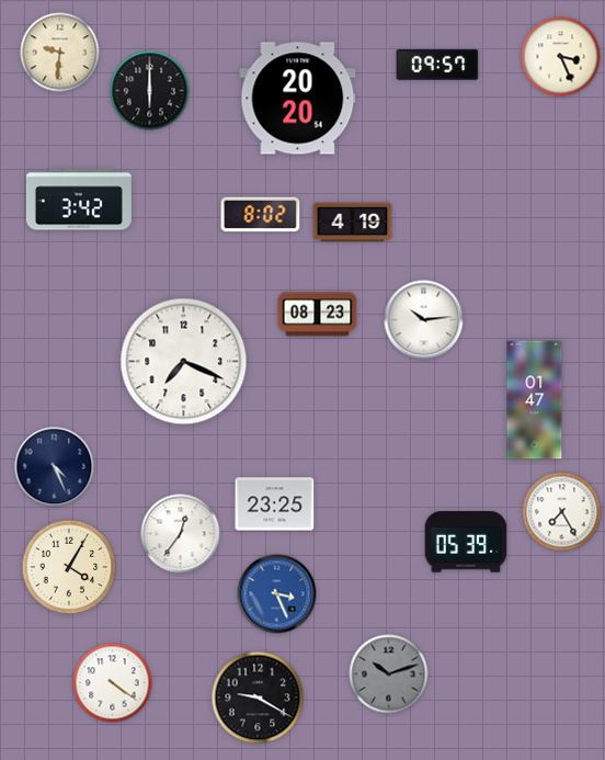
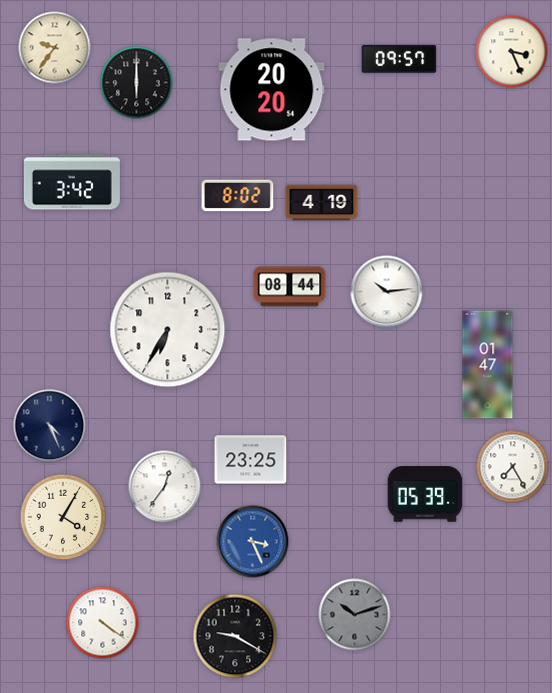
clock at (60, 53): 9:31 -> 9:36
clock at (318, 315): 08:23 -> 08:44
clock at (184, 362): 7:19 -> 6:35
